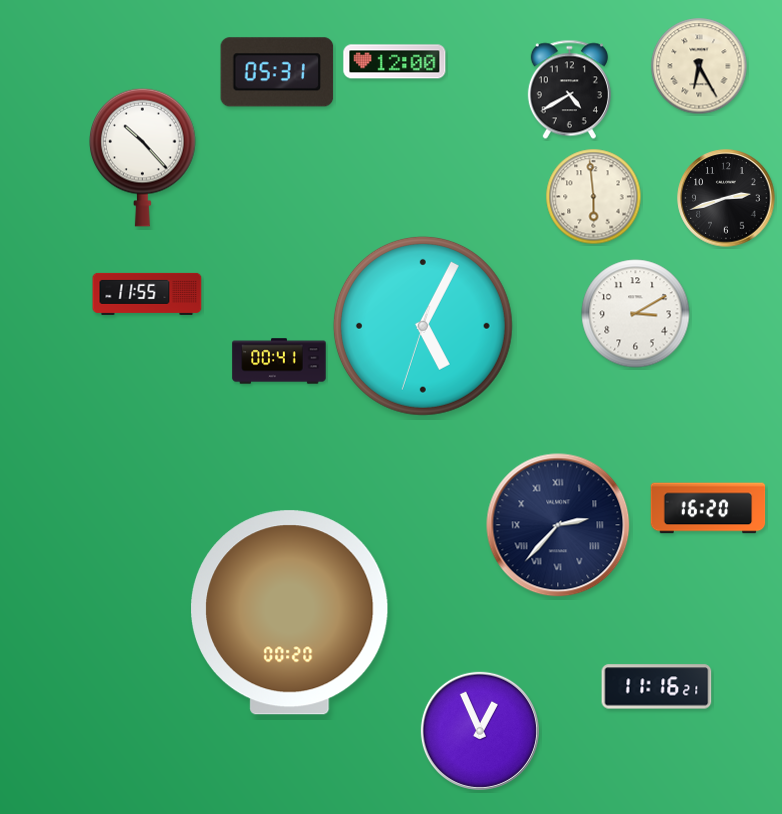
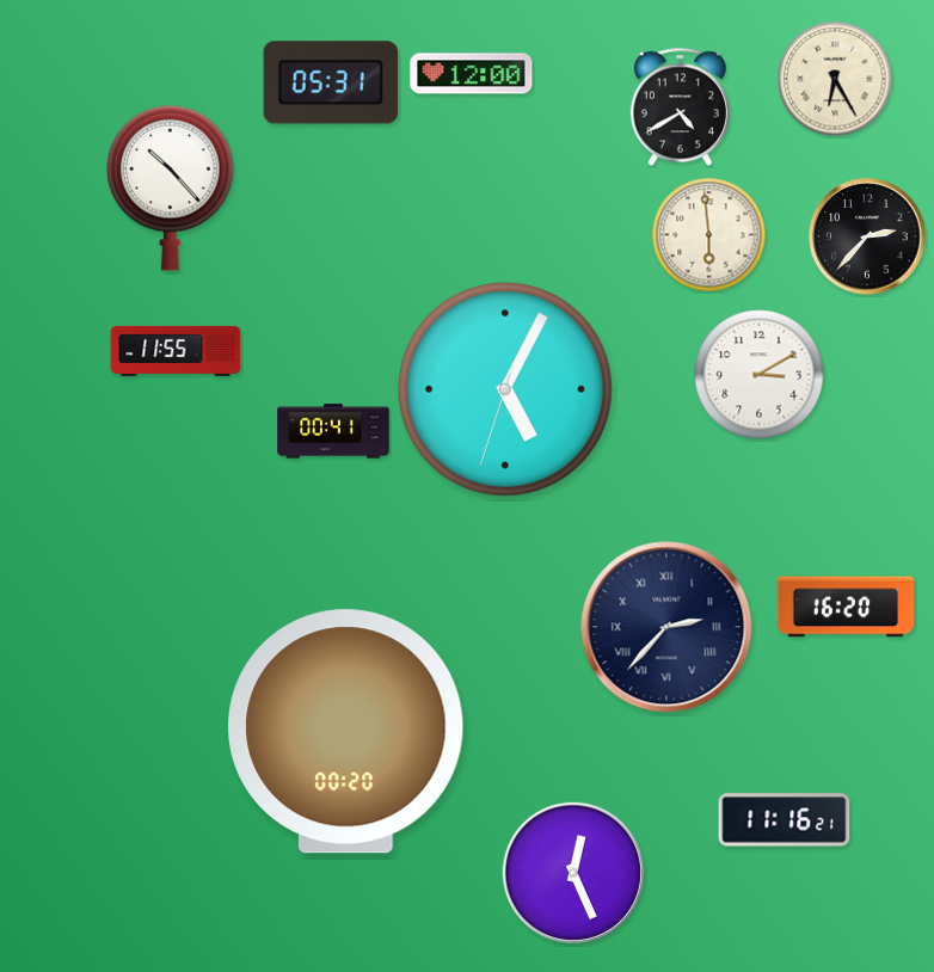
clock at (277, 72) position: (277, 72) -> (331, 82)
clock at (726, 198): 2:42 -> 2:37
clock at (480, 731): 12:56 -> 12:26
